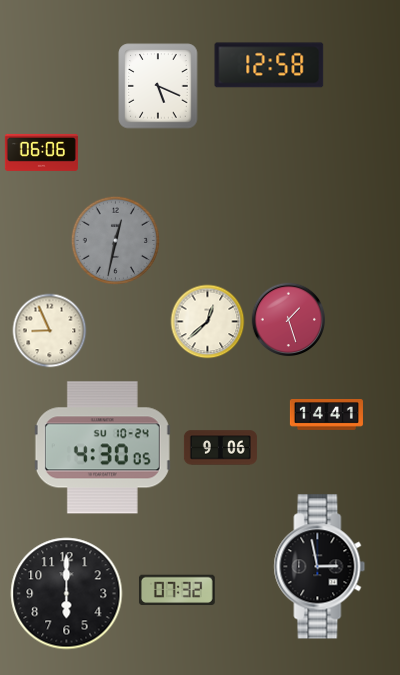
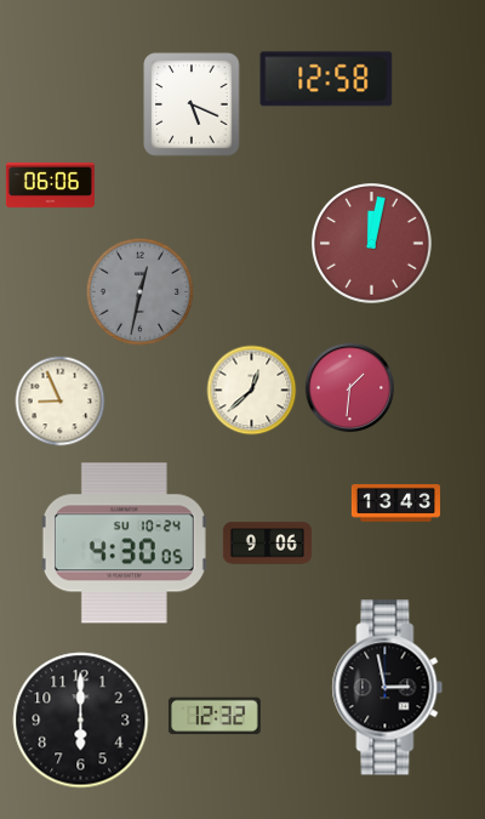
clock at (372, 244): none -> 12:02
clock at (289, 320): 1:27 -> 1:31
clock at (326, 415): 14:41 -> 13:43
clock at (177, 590): 07:32 -> 12:32
